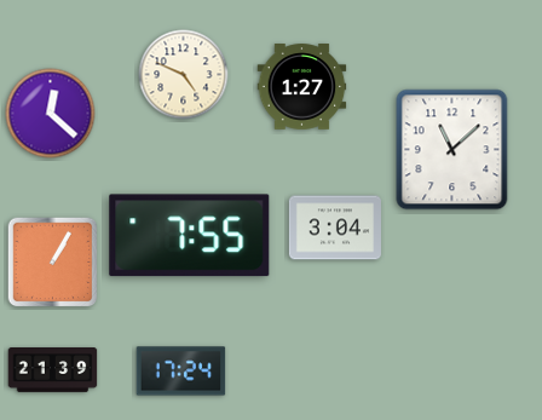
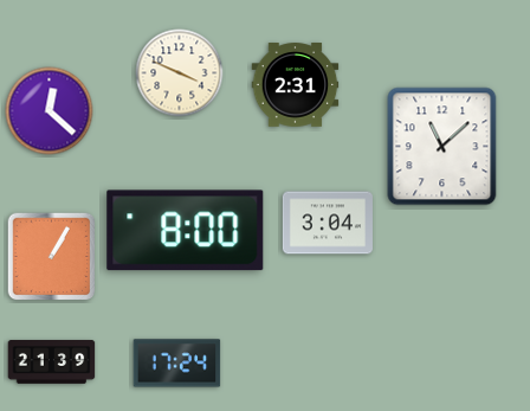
clock at (184, 75): 4:49 -> 3:49
clock at (302, 87): 1:27 -> 2:31
clock at (190, 236): 7:55 -> 8:00
